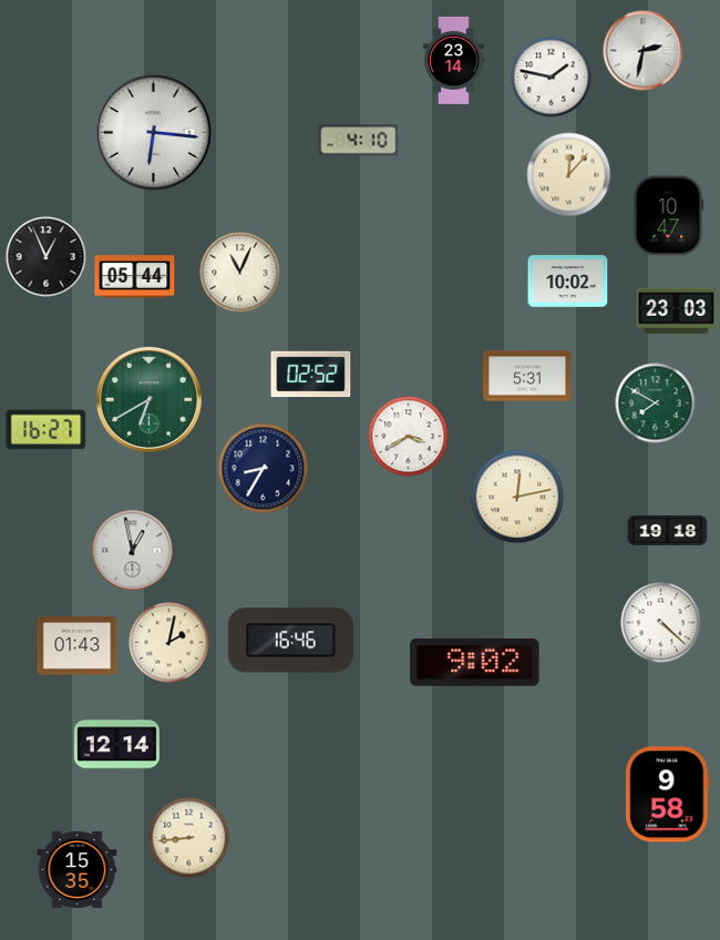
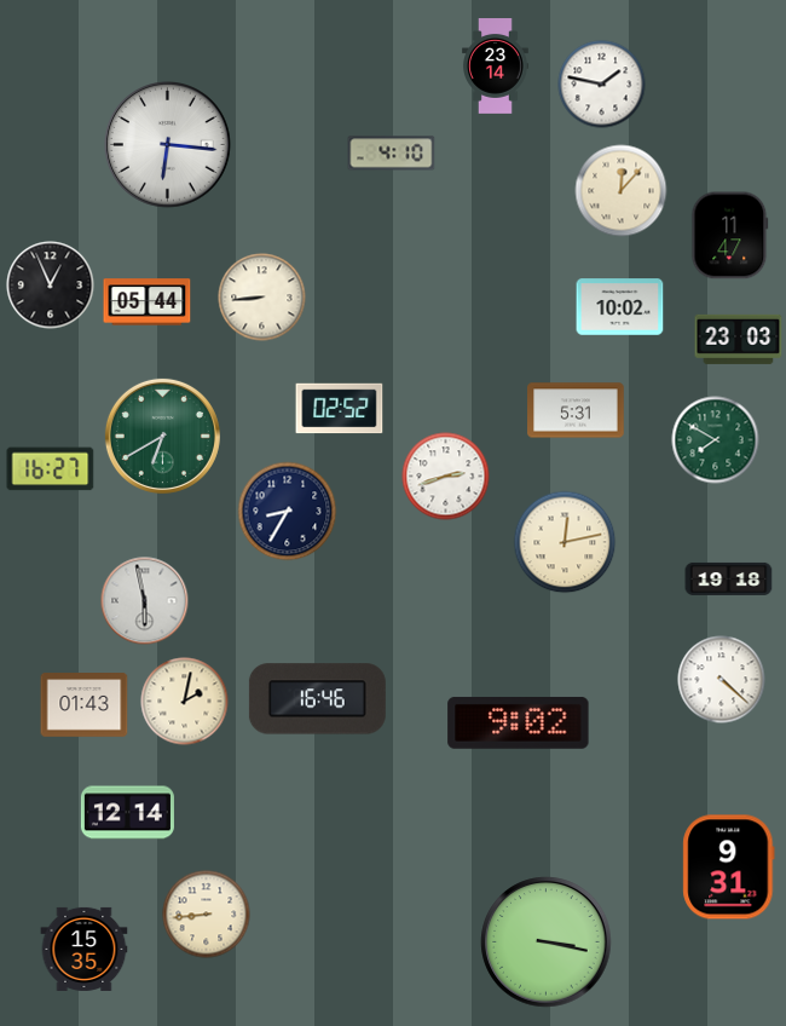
clock at (644, 51): 2:32 -> none
clock at (669, 216): 10:47 -> 11:47
clock at (47, 257) position: (47, 257) -> (51, 286)
clock at (240, 273): 11:04 -> 8:44
clock at (409, 437): 3:40 -> 2:42
clock at (133, 551): 12:58 -> 5:58
clock at (668, 795): 9:58 -> 9:31
clock at (547, 943): none -> 3:17
